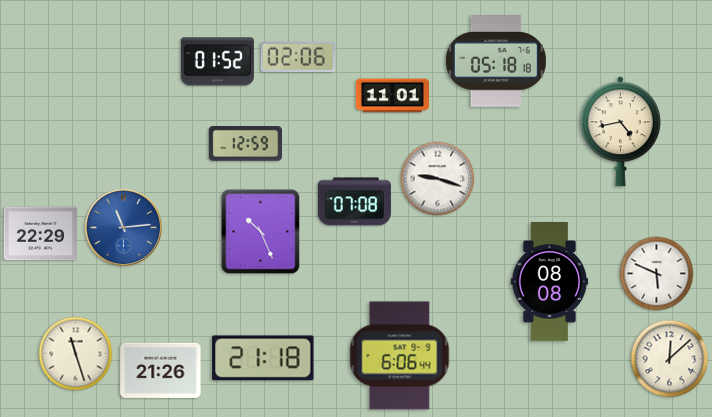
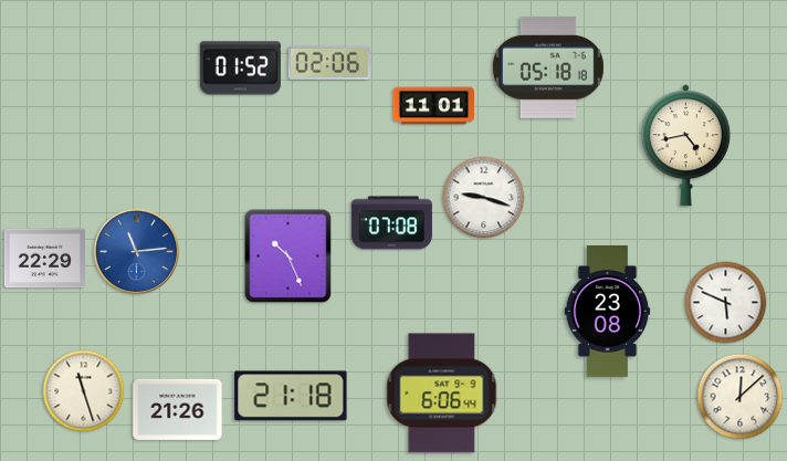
clock at (245, 144): 12:59 -> none
clock at (550, 282): 08:08 -> 23:08
